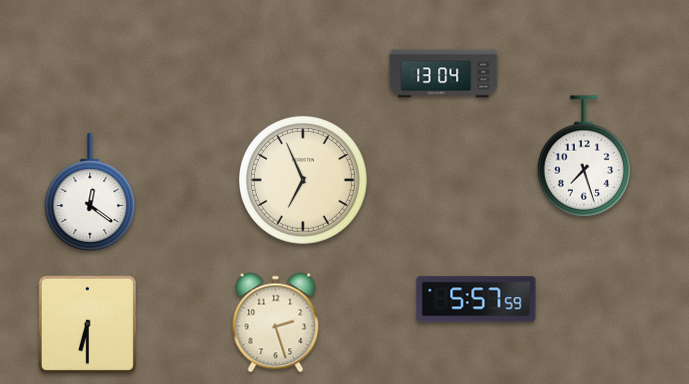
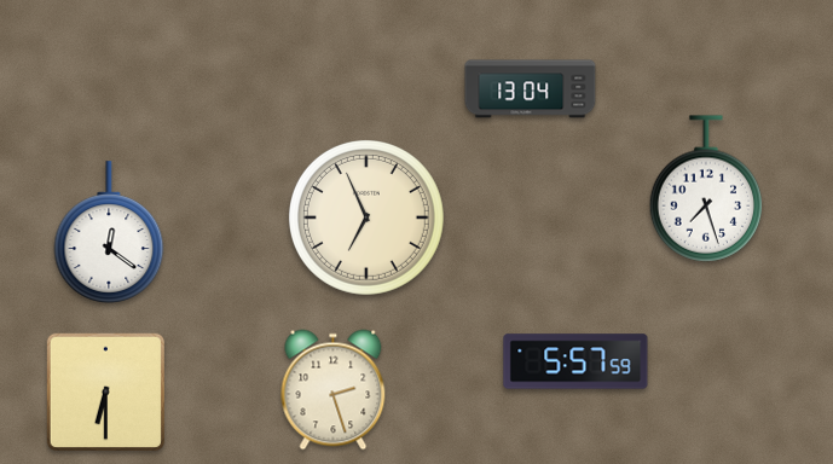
clock at (444, 74) position: (444, 74) -> (531, 89)
